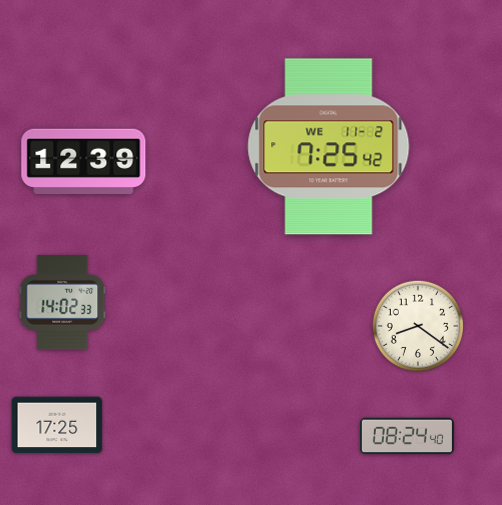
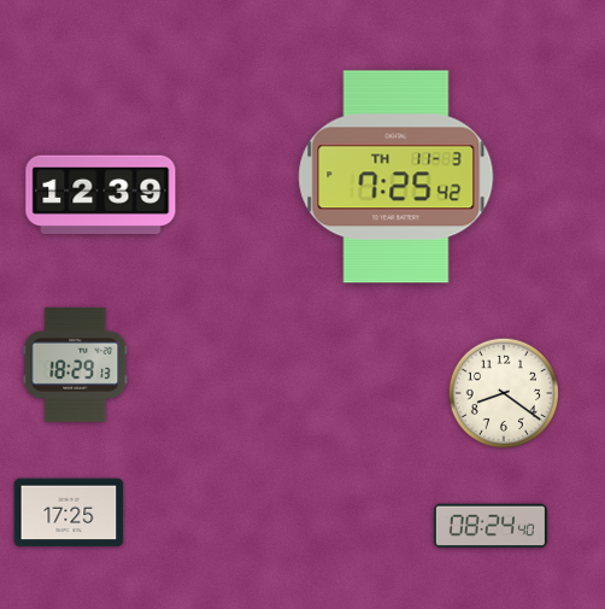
clock at (329, 147) date: WE 11-2 -> TH 11-3
clock at (63, 302): 14:02 -> 18:29
